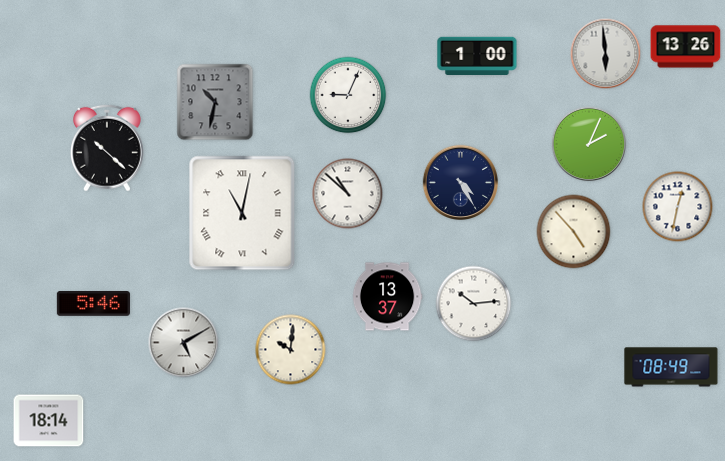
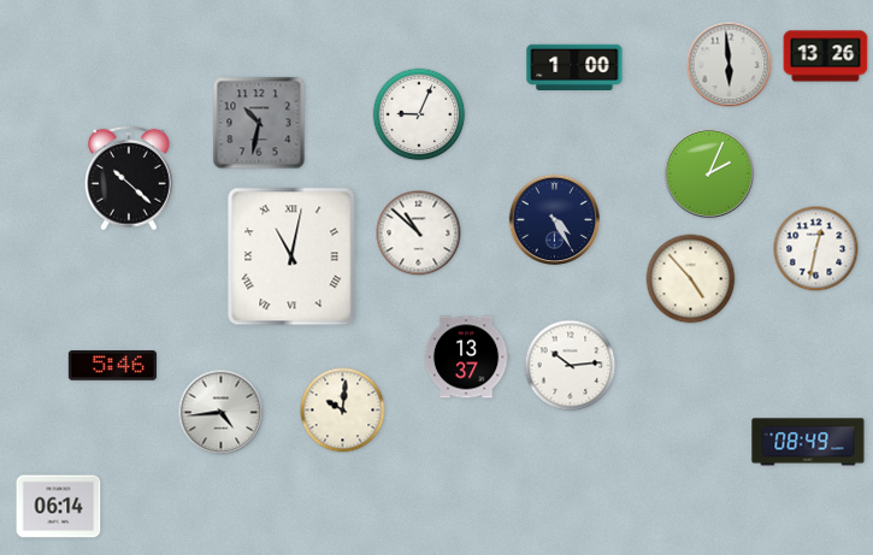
clock at (184, 343): 5:10 -> 4:44
clock at (291, 350) position: (291, 350) -> (343, 411)
clock at (49, 421): 18:14 -> 06:14
